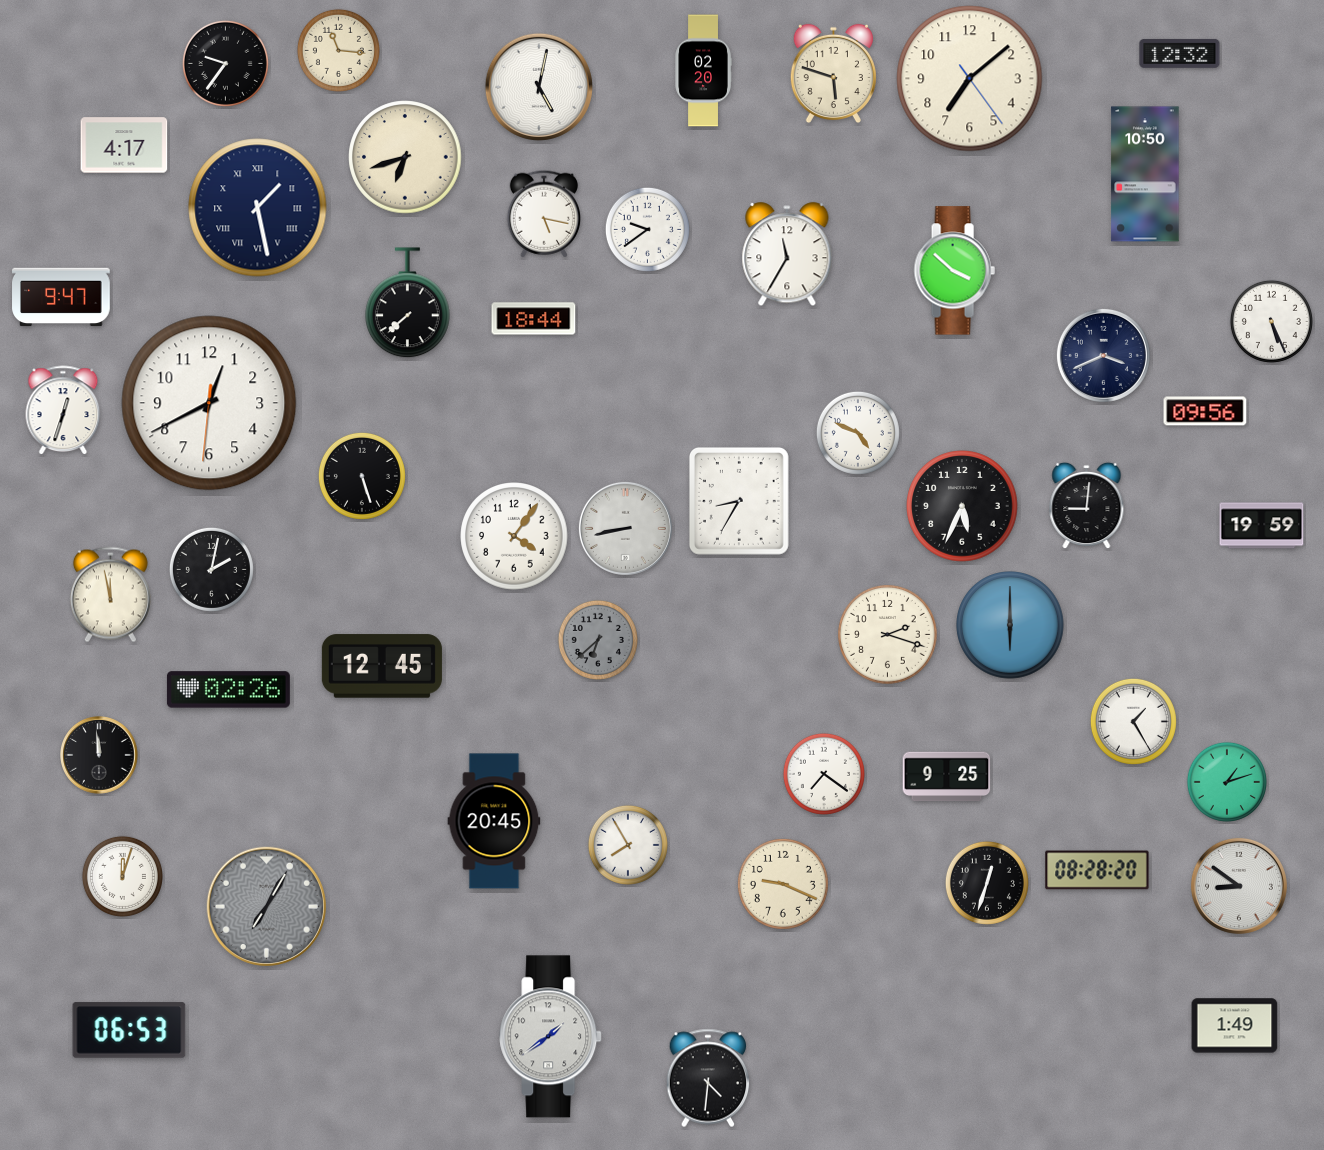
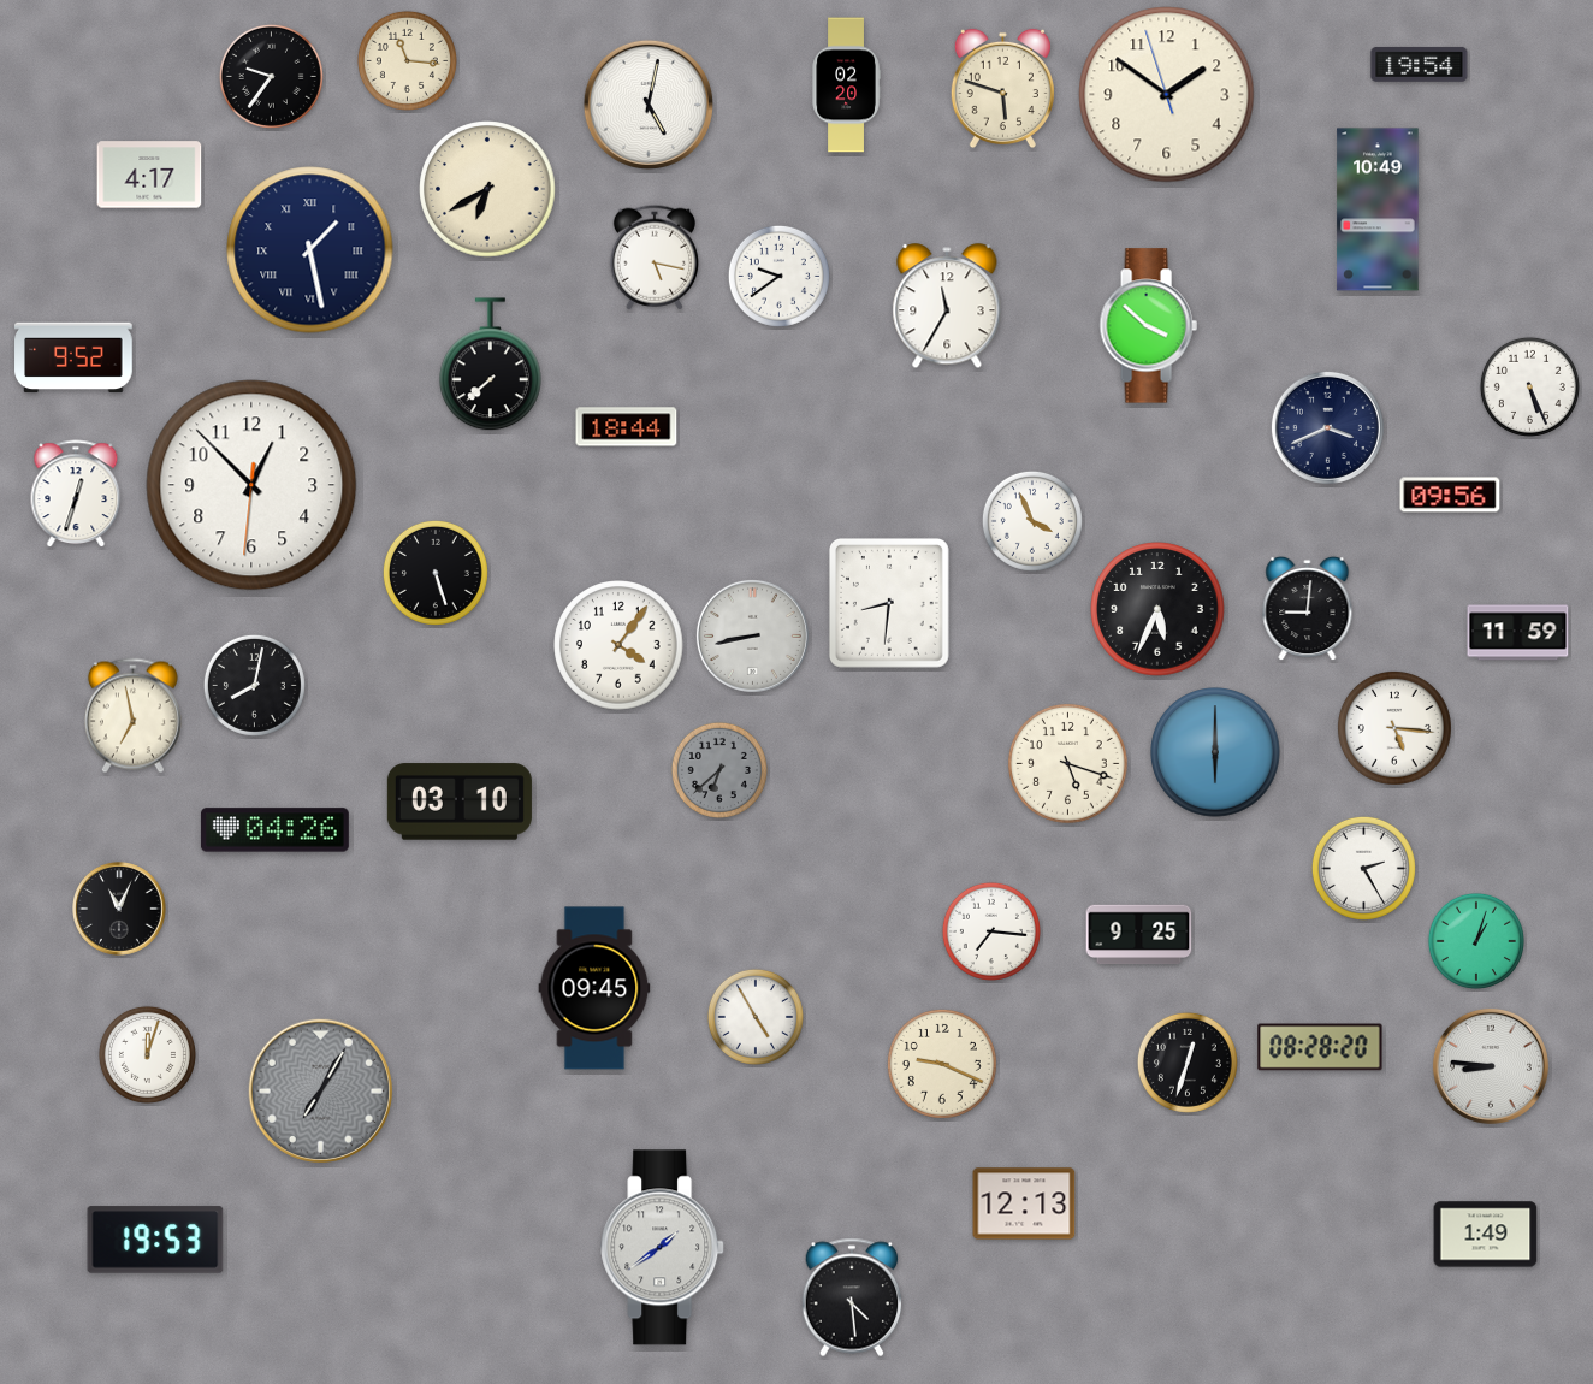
clock at (1180, 54): 12:32 -> 19:54
clock at (970, 79): 7:08 -> 1:50
clock at (405, 157): 6:42 -> 6:40
clock at (1145, 174): 10:50 -> 10:49
clock at (61, 297): 9:47 -> 9:52
clock at (534, 319) position: (534, 319) -> (627, 427)
clock at (209, 403): 12:40 -> 12:52
clock at (858, 433): 4:49 -> 3:56
clock at (739, 501): 8:35 -> 8:31
clock at (1262, 526): 19:59 -> 11:59
clock at (211, 569): 2:02 -> 8:02
clock at (110, 595): 11:58 -> 6:58
clock at (1394, 728): none -> 5:16
clock at (887, 634): 2:18 -> 5:18
clock at (382, 666): 12:45 -> 03:10
clock at (228, 690): 02:26 -> 04:26
clock at (1133, 721): 1:25 -> 2:25
clock at (100, 756): 11:59 -> 11:04
clock at (824, 774): 7:21 -> 7:16
clock at (1227, 782): 1:12 -> 1:03
clock at (494, 821): 20:45 -> 09:45
clock at (628, 845): 7:55 -> 4:55
clock at (1239, 886): 8:51 -> 8:46
clock at (1024, 1203): none -> 12:13
clock at (129, 1030): 06:53 -> 19:53
clock at (708, 1078): 4:31 -> 4:29
